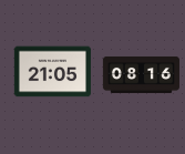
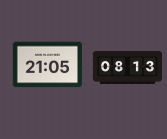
clock at (141, 74): 08:16 -> 08:13
